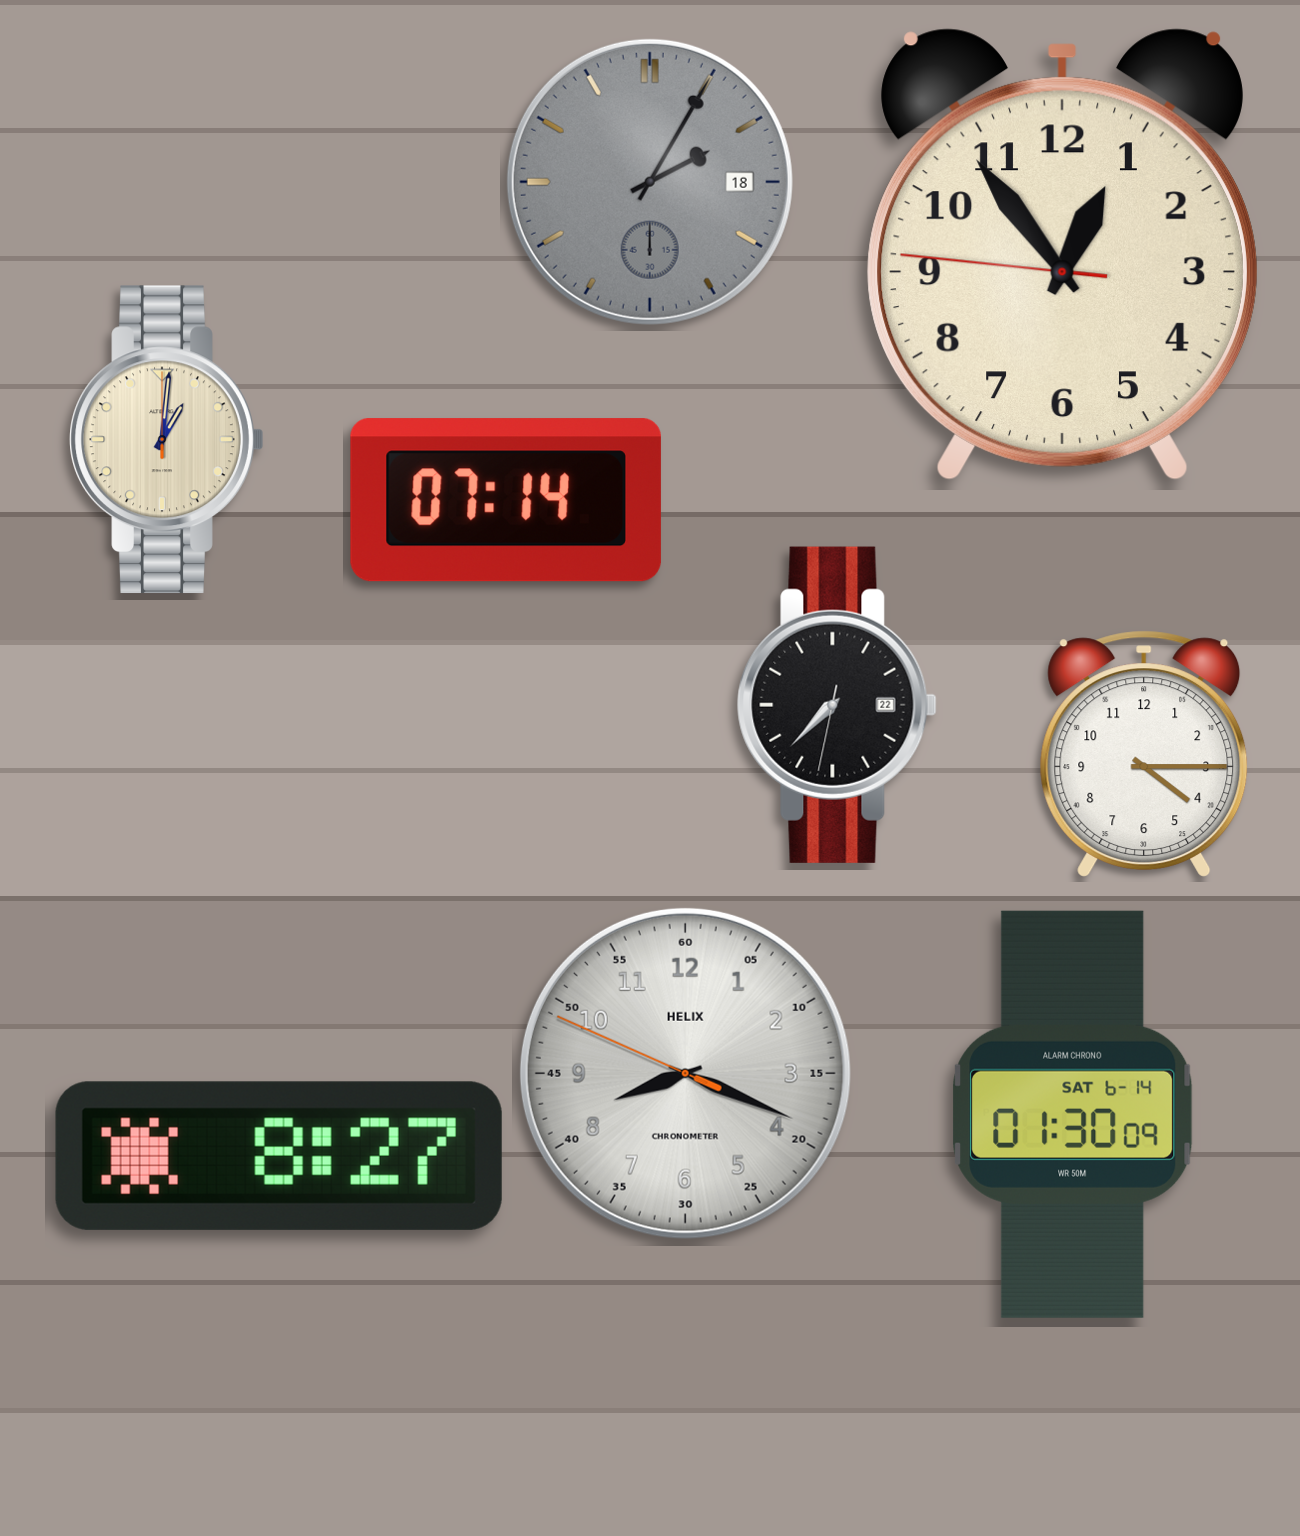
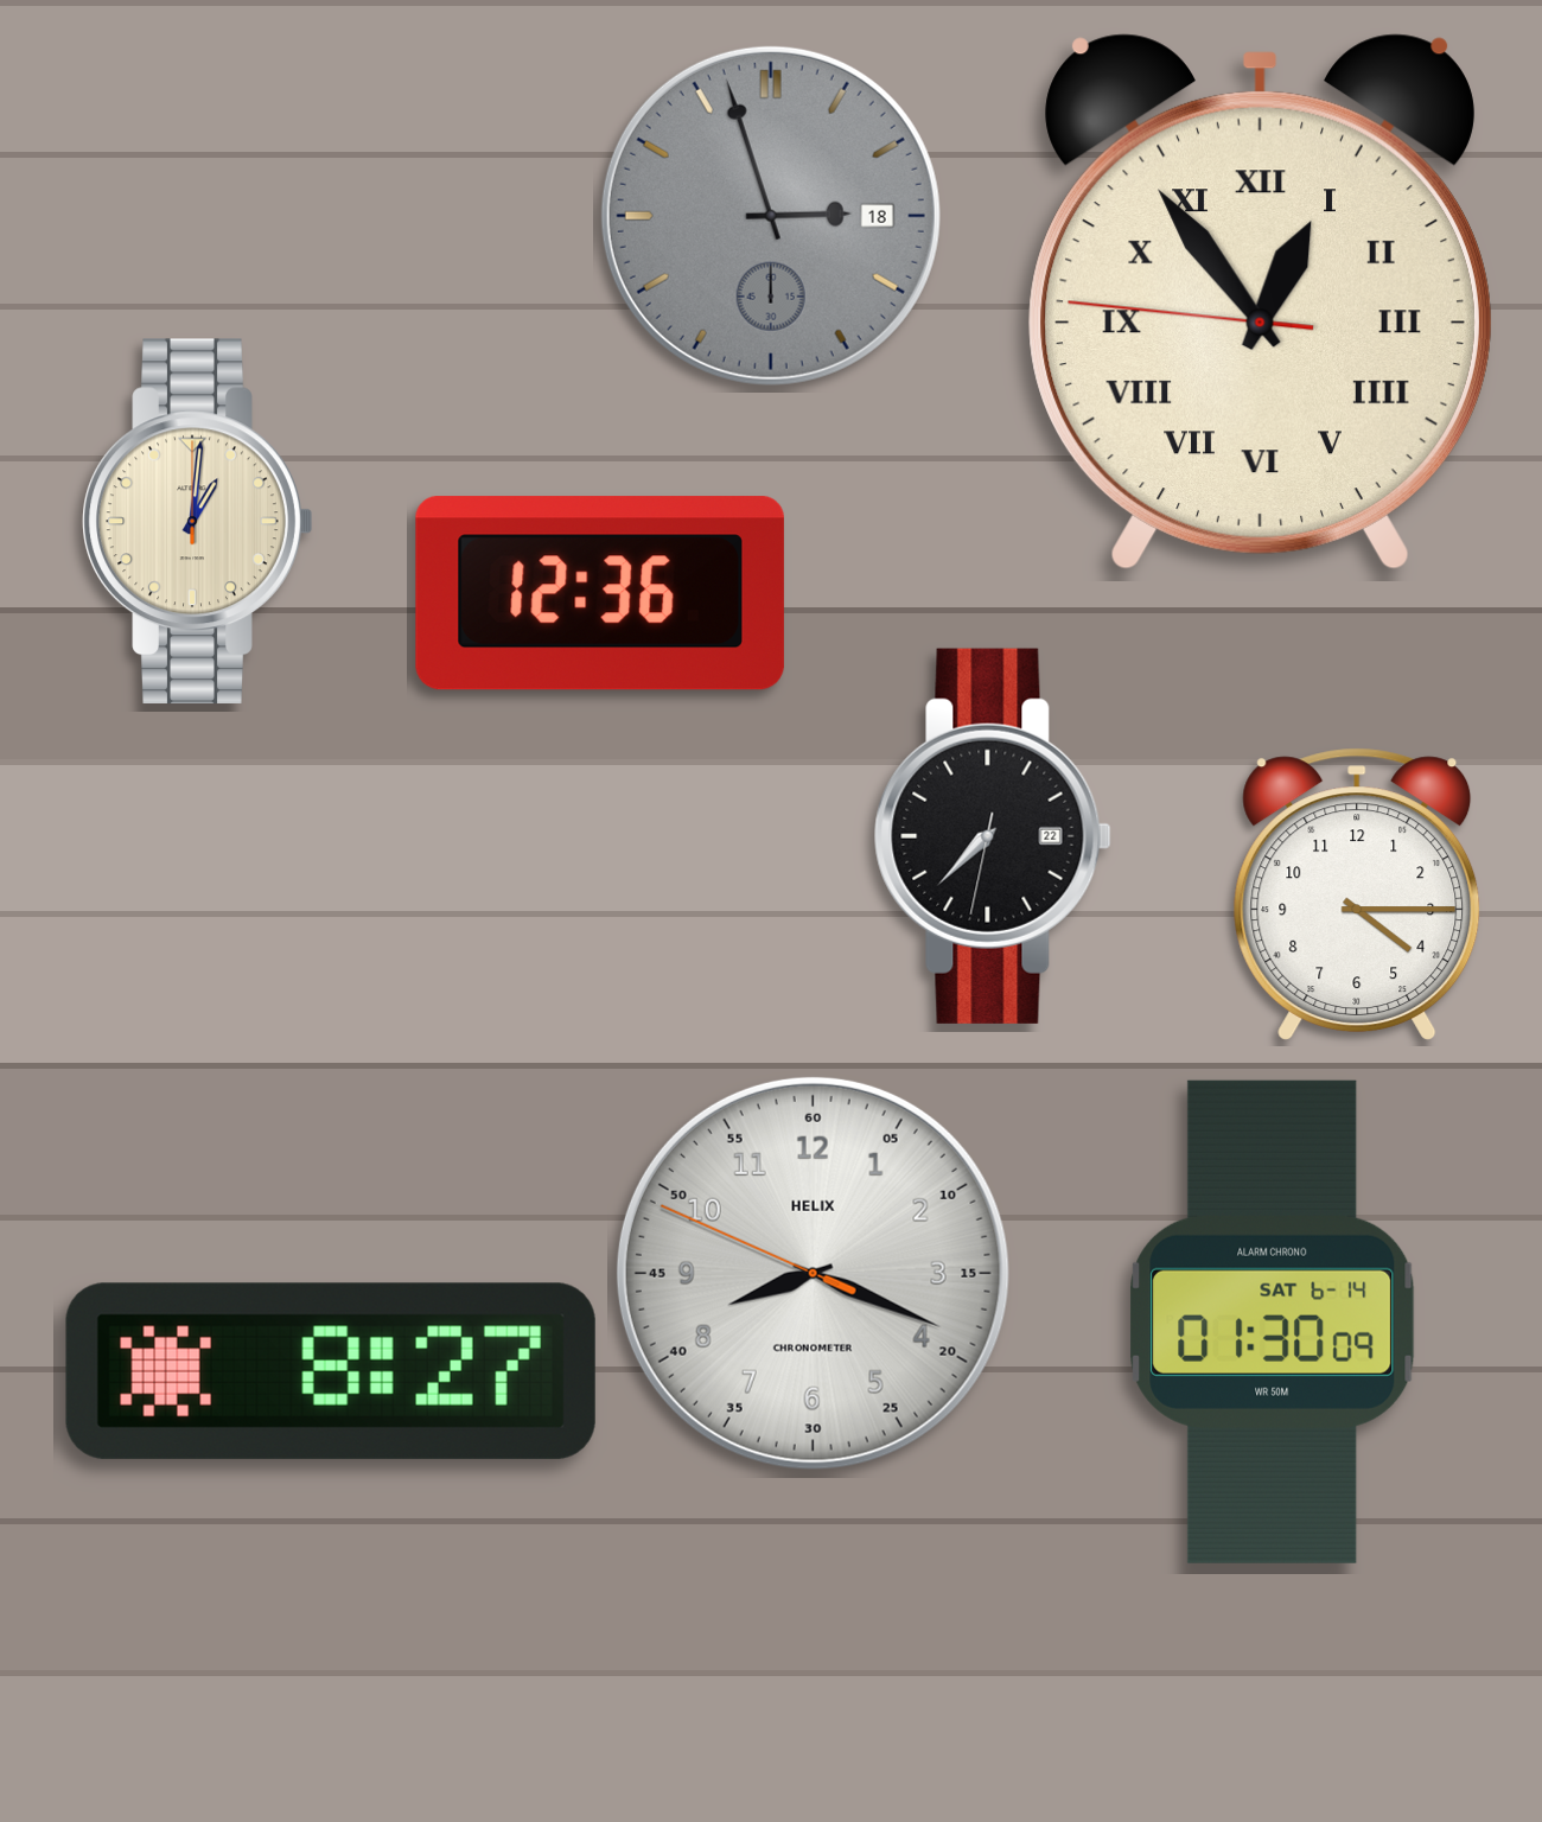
clock at (650, 182): 2:05 -> 2:57
clock at (1062, 255) numerals: Arabic -> Roman
clock at (506, 500): 07:14 -> 12:36
